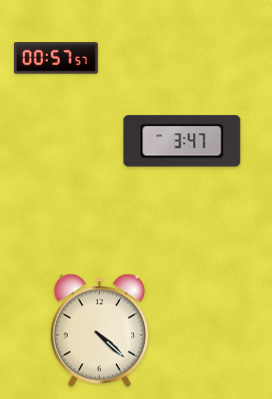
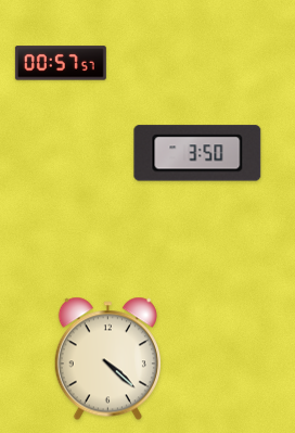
clock at (182, 141): 3:47 -> 3:50
